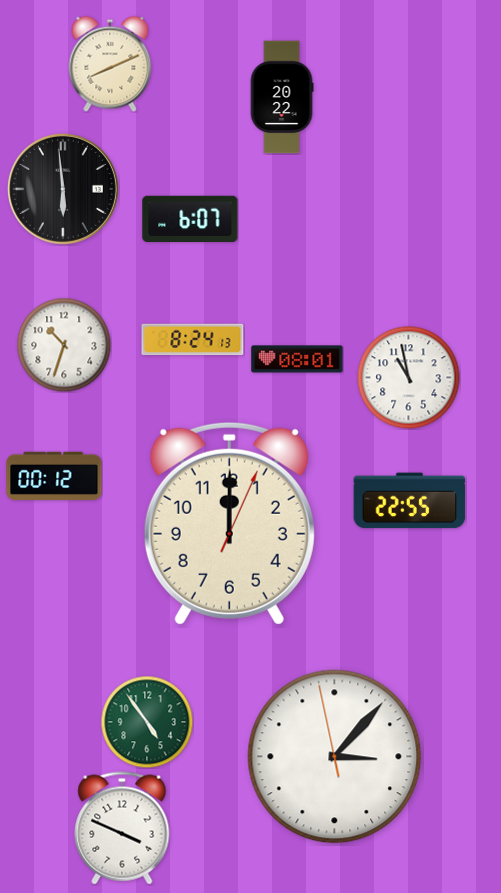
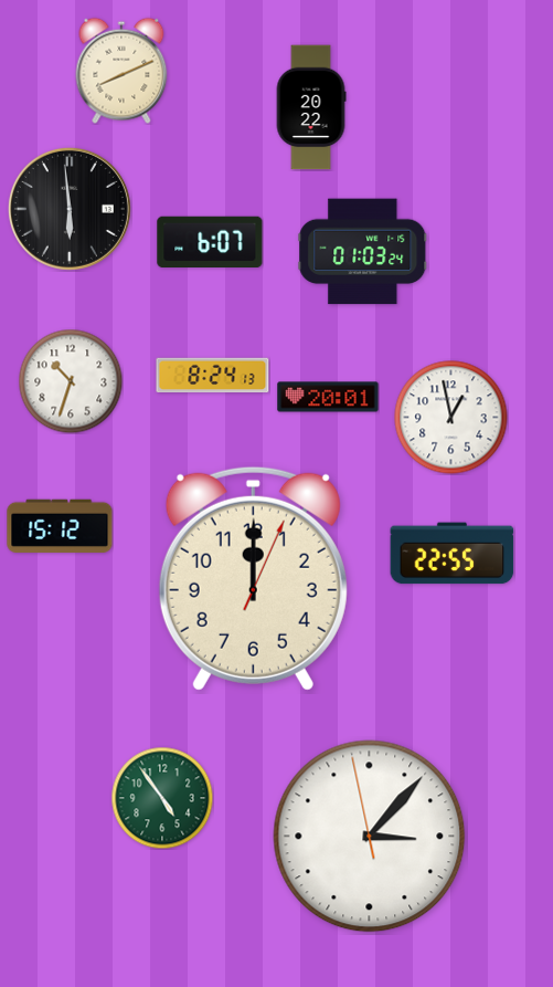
clock at (363, 252): none -> 01:03
clock at (297, 359): 08:01 -> 20:01
clock at (409, 378): 10:58 -> 12:58
clock at (54, 476): 00:12 -> 15:12
clock at (122, 828): 3:49 -> none
